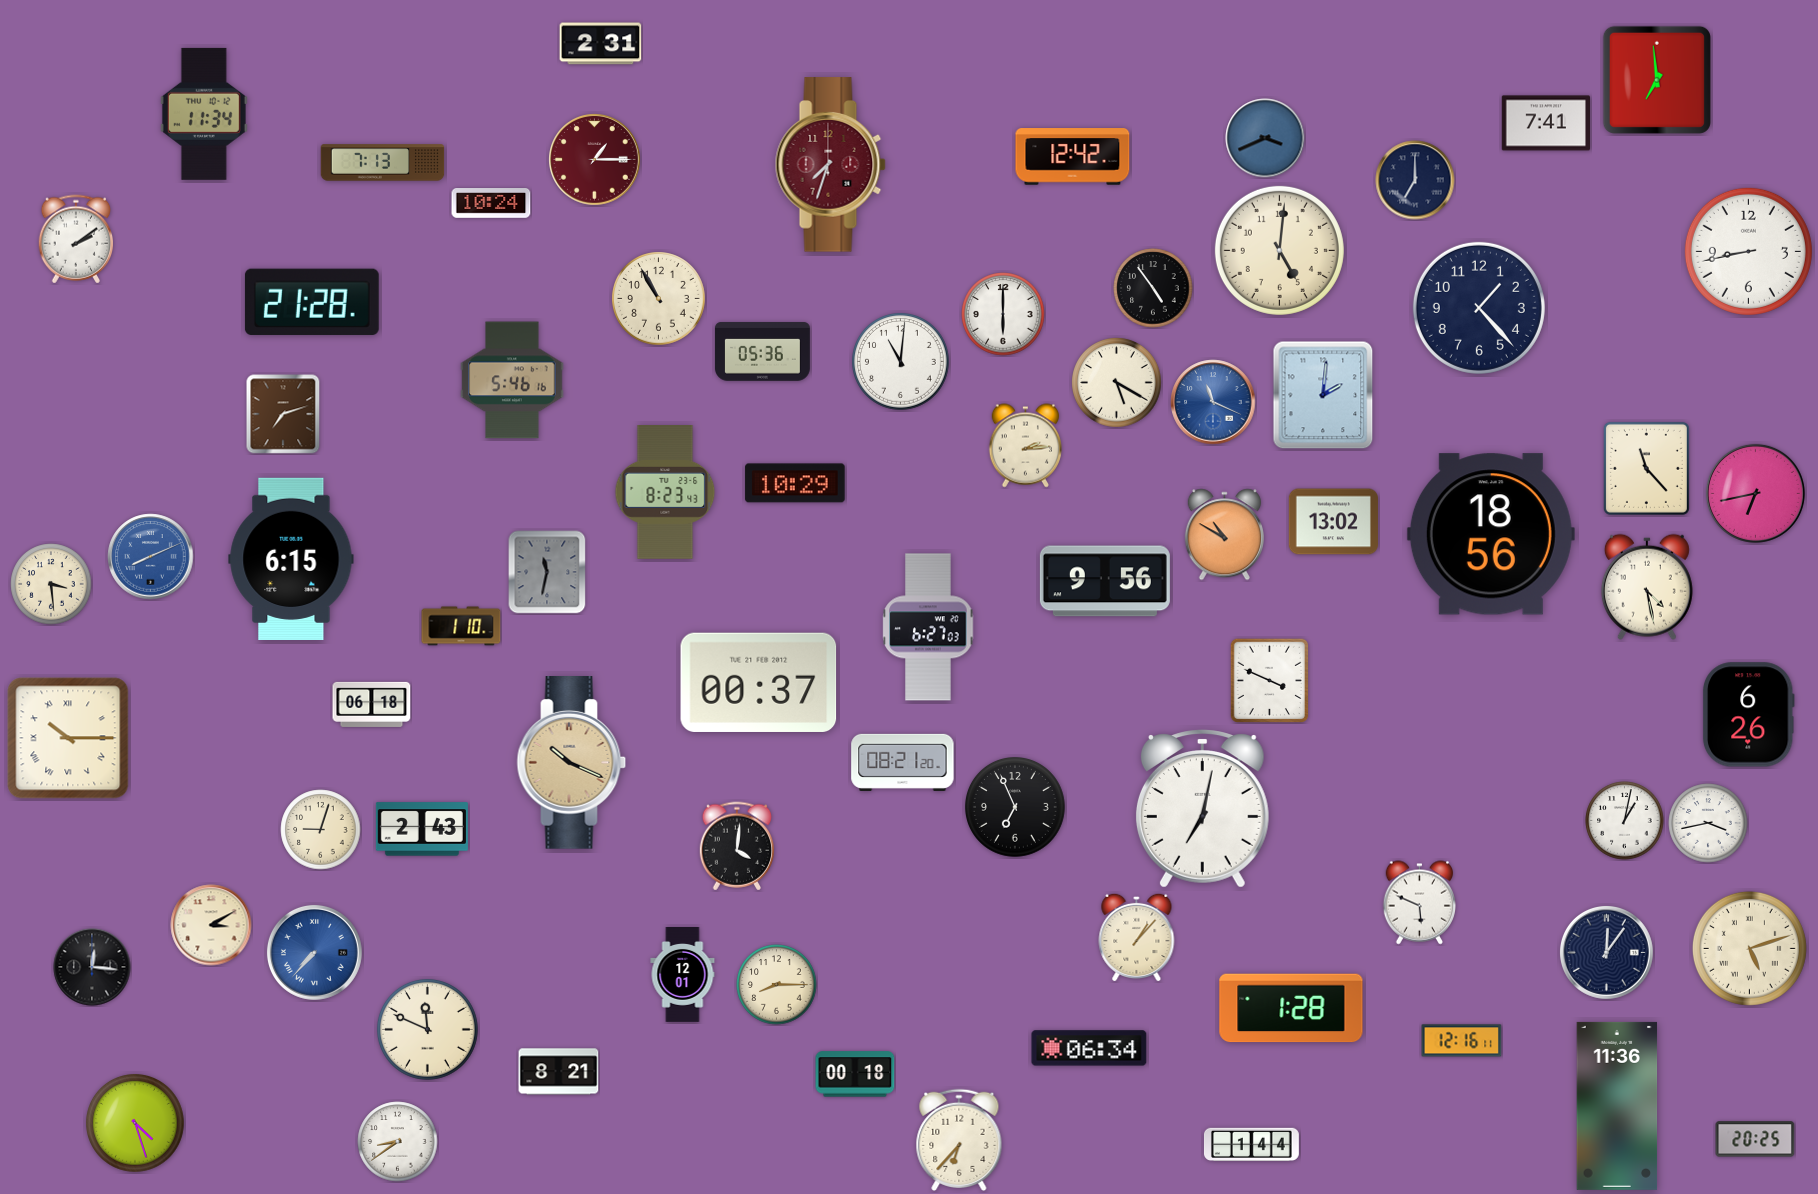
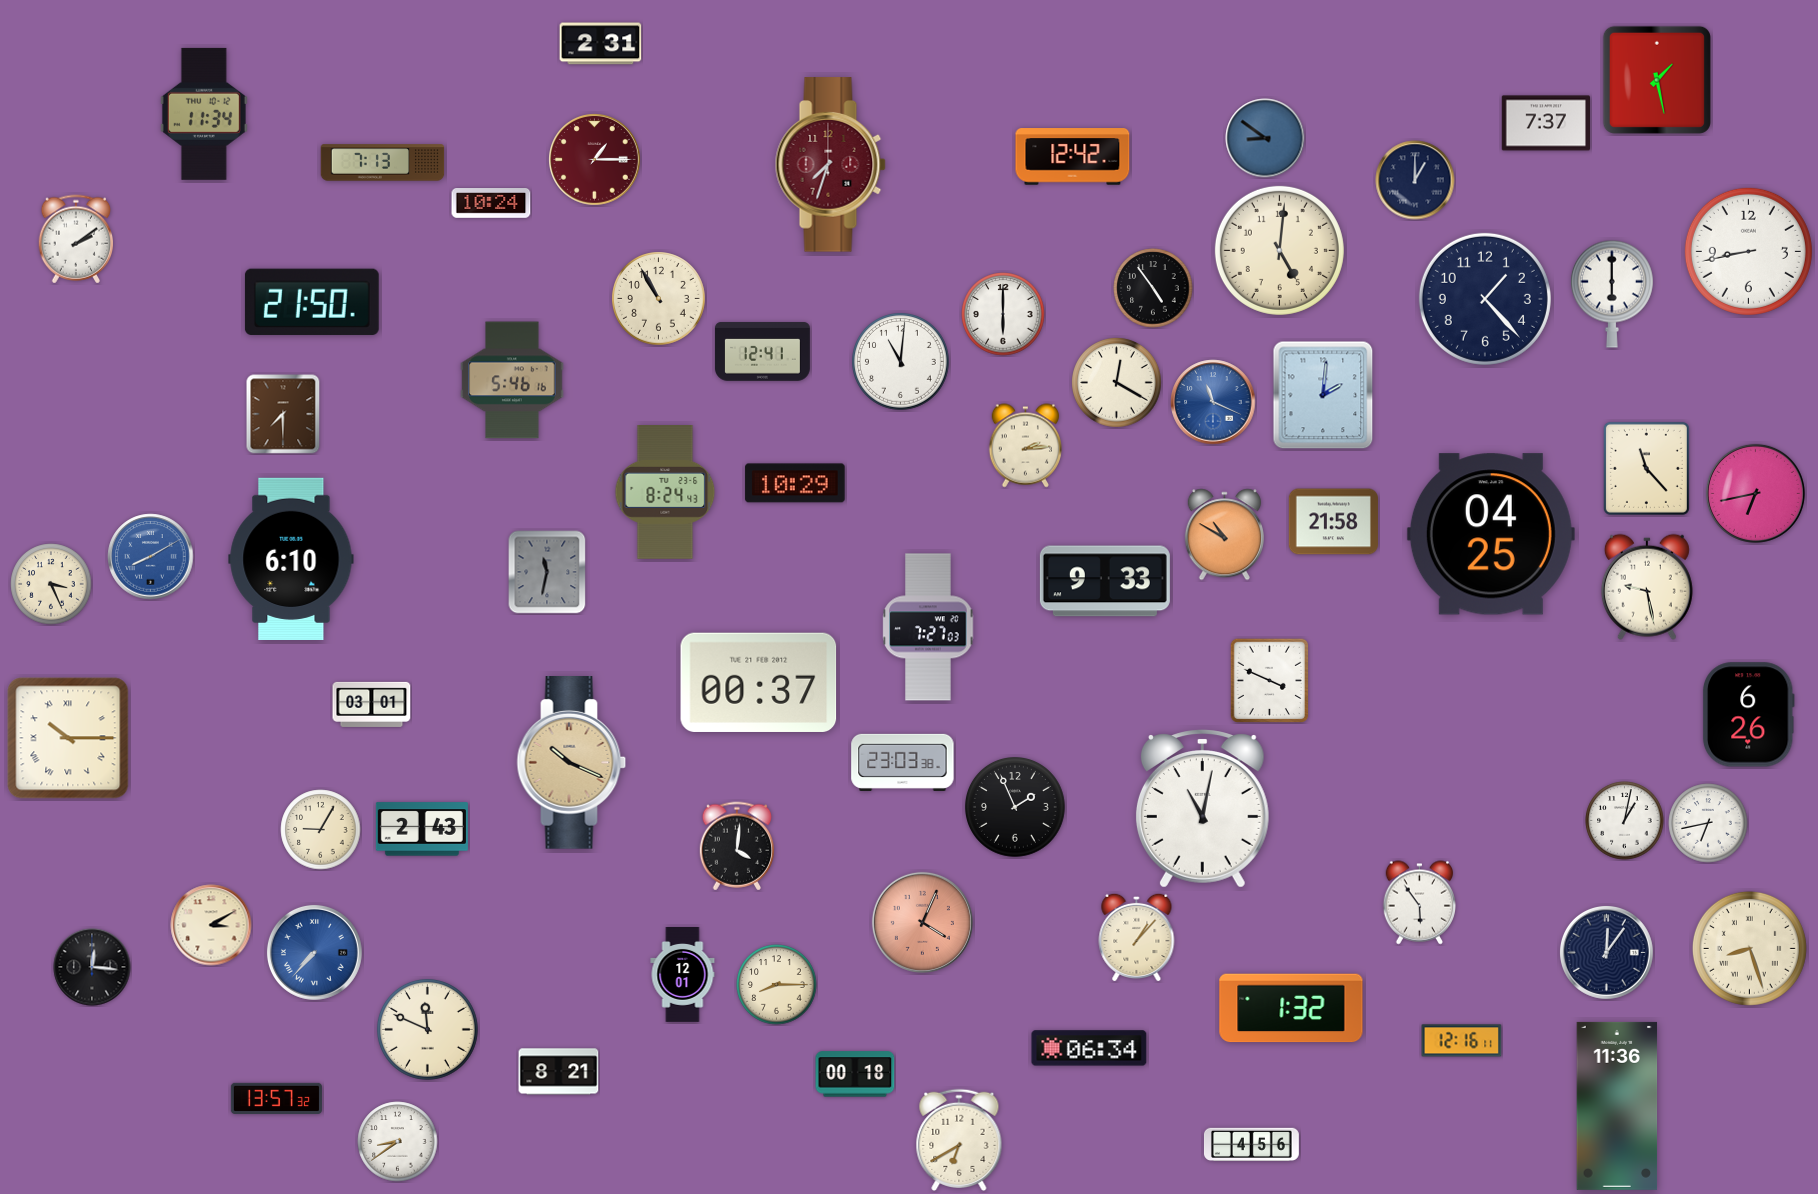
clock at (1657, 80): 6:59 -> 1:28
clock at (1545, 123): 7:41 -> 7:37
clock at (1265, 138): 3:41 -> 8:51
clock at (1415, 180): 7:00 -> 1:00
clock at (1612, 294): none -> 6:00
clock at (312, 302): 21:28 -> 21:50
clock at (1479, 308) position: (1479, 308) -> (1485, 299)
clock at (762, 352): 05:36 -> 12:41
clock at (1117, 383): 5:20 -> 12:20
clock at (283, 414): 7:12 -> 7:30
clock at (665, 493): 8:23 -> 8:24
clock at (1333, 522): 13:02 -> 21:58
clock at (1491, 534): 18:56 -> 04:25
clock at (151, 557): 8:11 -> 8:10
clock at (291, 559): 6:15 -> 6:10
clock at (1105, 581): 9:56 -> 9:33
clock at (51, 584): 3:29 -> 3:26
clock at (1647, 587): 4:28 -> 9:28
clock at (461, 626): 1:10 -> none
clock at (928, 627): 6:27 -> 7:27
clock at (372, 704): 06:18 -> 03:01
clock at (903, 762): 08:21 -> 23:03
clock at (1016, 808): 6:56 -> 1:56
clock at (1202, 809): 7:02 -> 11:02
clock at (1708, 823): 3:43 -> 6:43
clock at (321, 830): 9:03 -> 9:05
clock at (1419, 903): 5:49 -> 5:54
clock at (922, 922): none -> 4:04
clock at (1749, 948): 5:12 -> 8:27
clock at (1291, 1008): 1:28 -> 1:32
clock at (276, 1098): none -> 13:57
clock at (136, 1124): 4:27 -> none
clock at (1755, 1139): 20:25 -> none
clock at (959, 1140): 6:37 -> 6:40
clock at (1251, 1144): 1:44 -> 4:56
